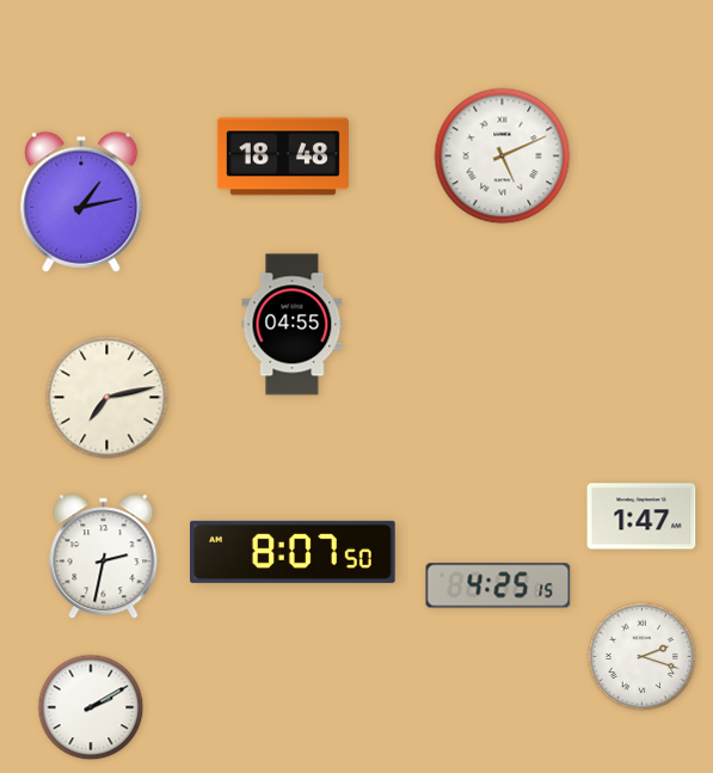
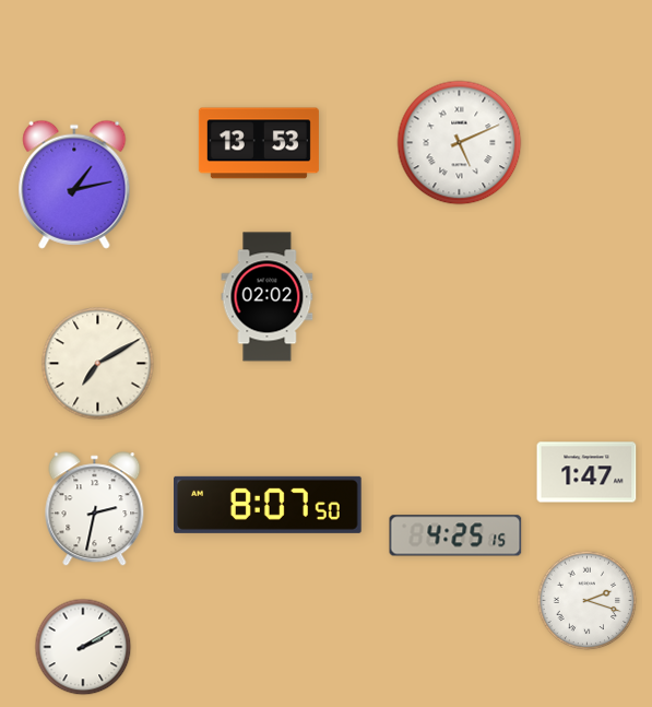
clock at (283, 157): 18:48 -> 13:53
clock at (293, 325): 04:55 -> 02:02
clock at (107, 398): 7:13 -> 7:10
